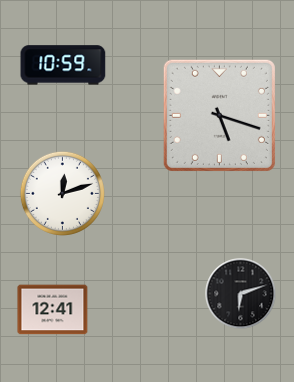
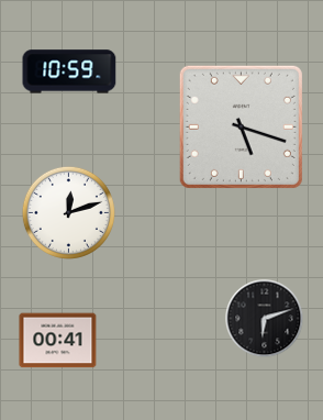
clock at (241, 294) position: (241, 294) -> (265, 319)
clock at (53, 310): 12:41 -> 00:41
